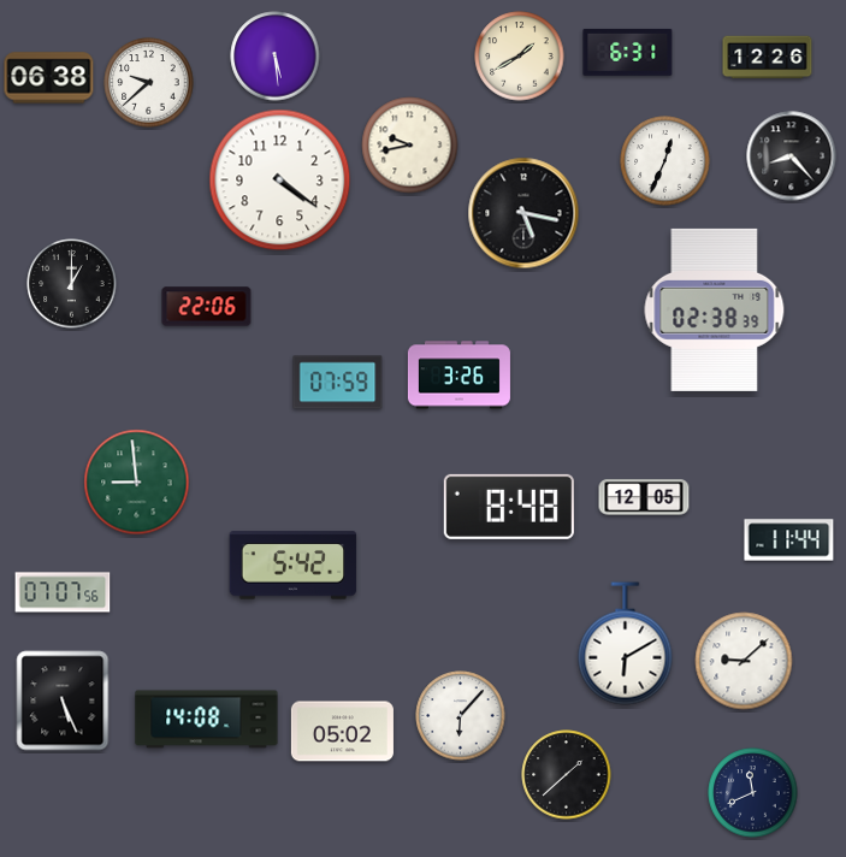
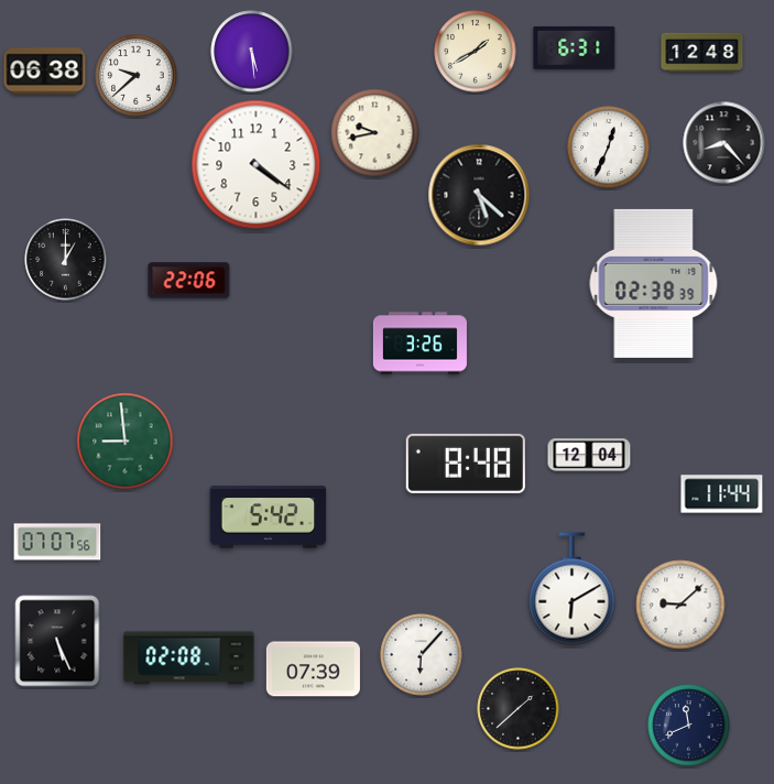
clock at (768, 58): 12:26 -> 12:48
clock at (523, 213): 5:17 -> 5:22
clock at (338, 383): 07:59 -> none
clock at (644, 497): 12:05 -> 12:04
clock at (207, 720): 14:08 -> 02:08
clock at (342, 732): 05:02 -> 07:39
